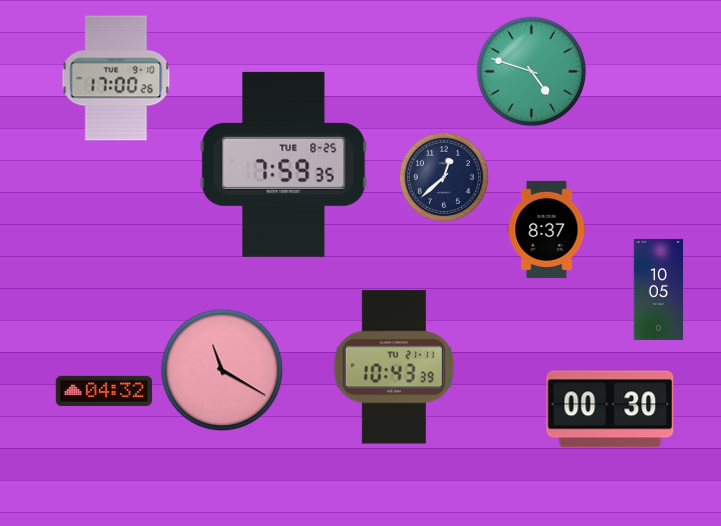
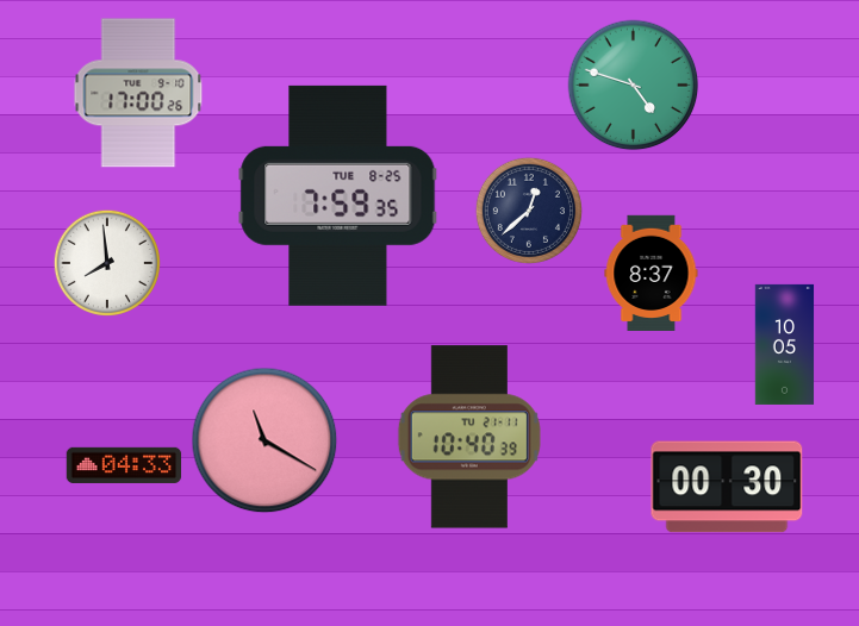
clock at (107, 263): none -> 7:59
clock at (394, 367): 10:43 -> 10:40
clock at (104, 391): 04:32 -> 04:33
